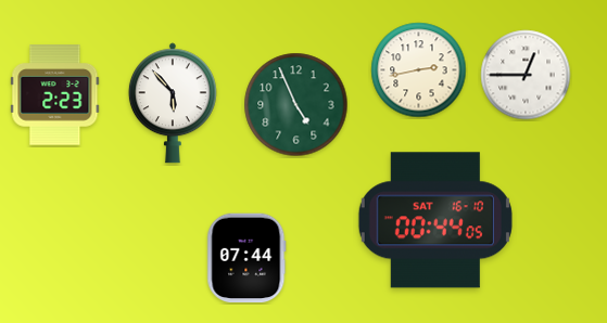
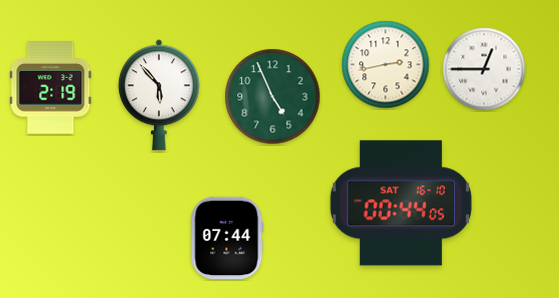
clock at (55, 95): 2:23 -> 2:19
